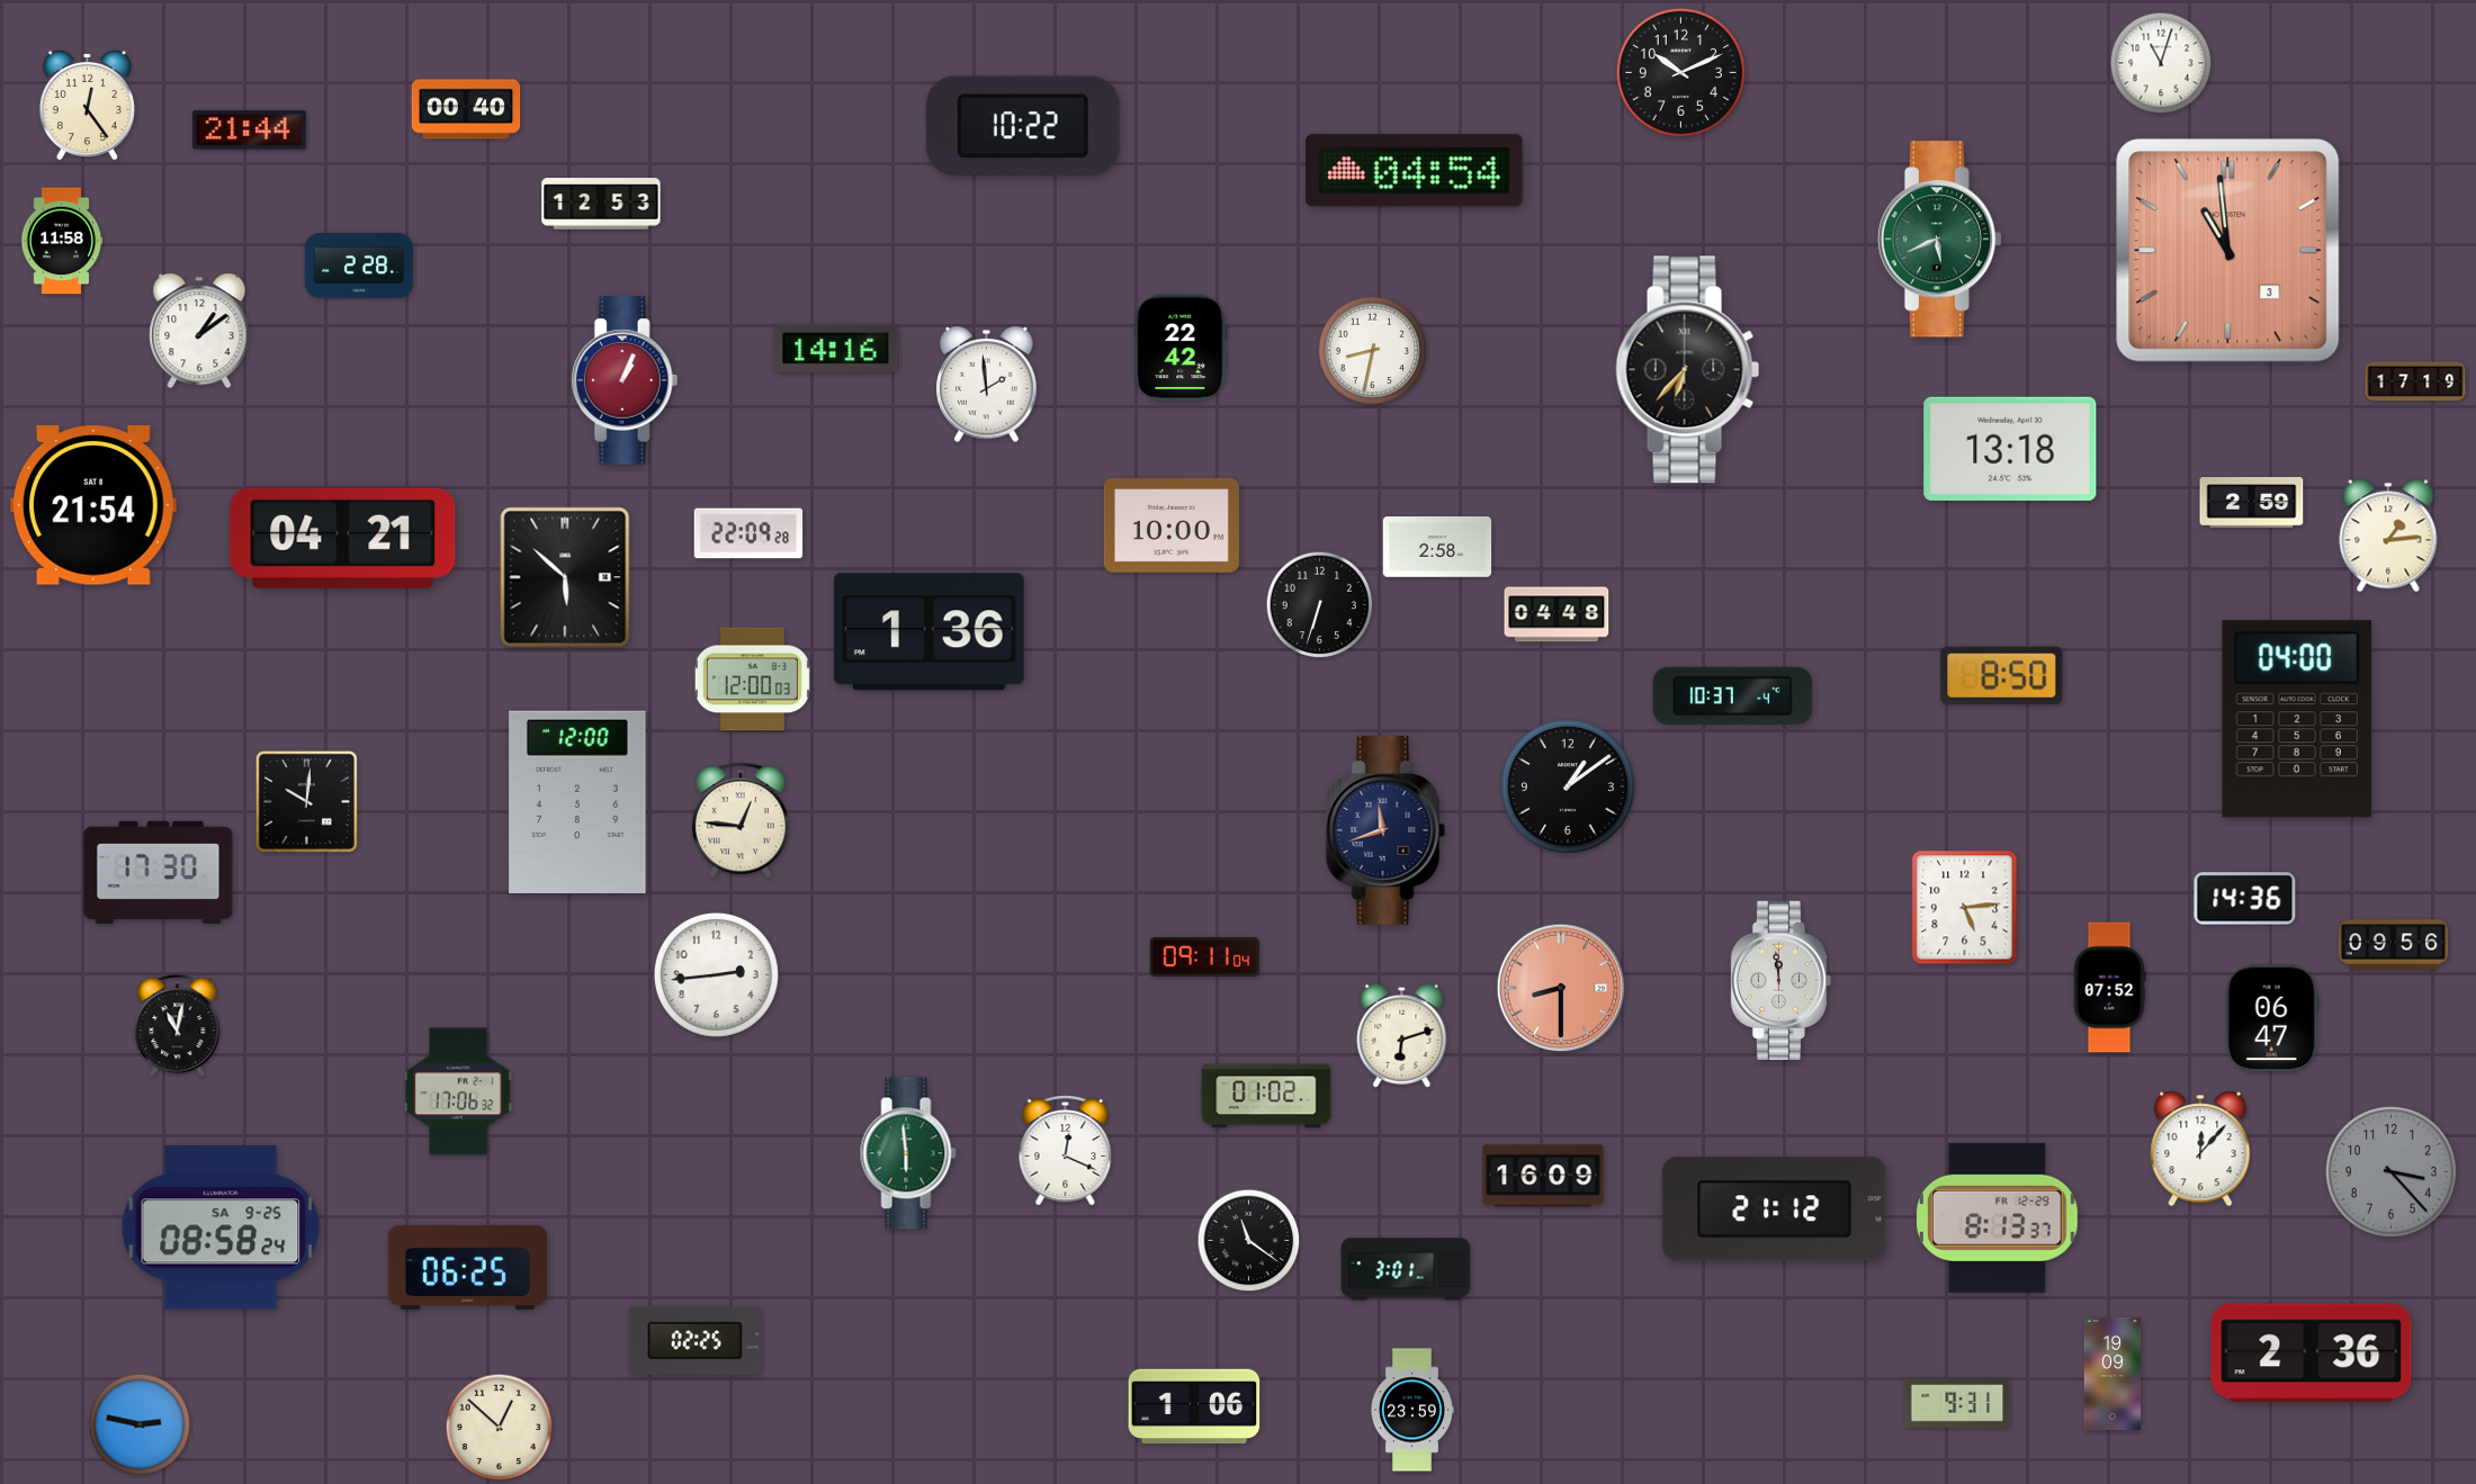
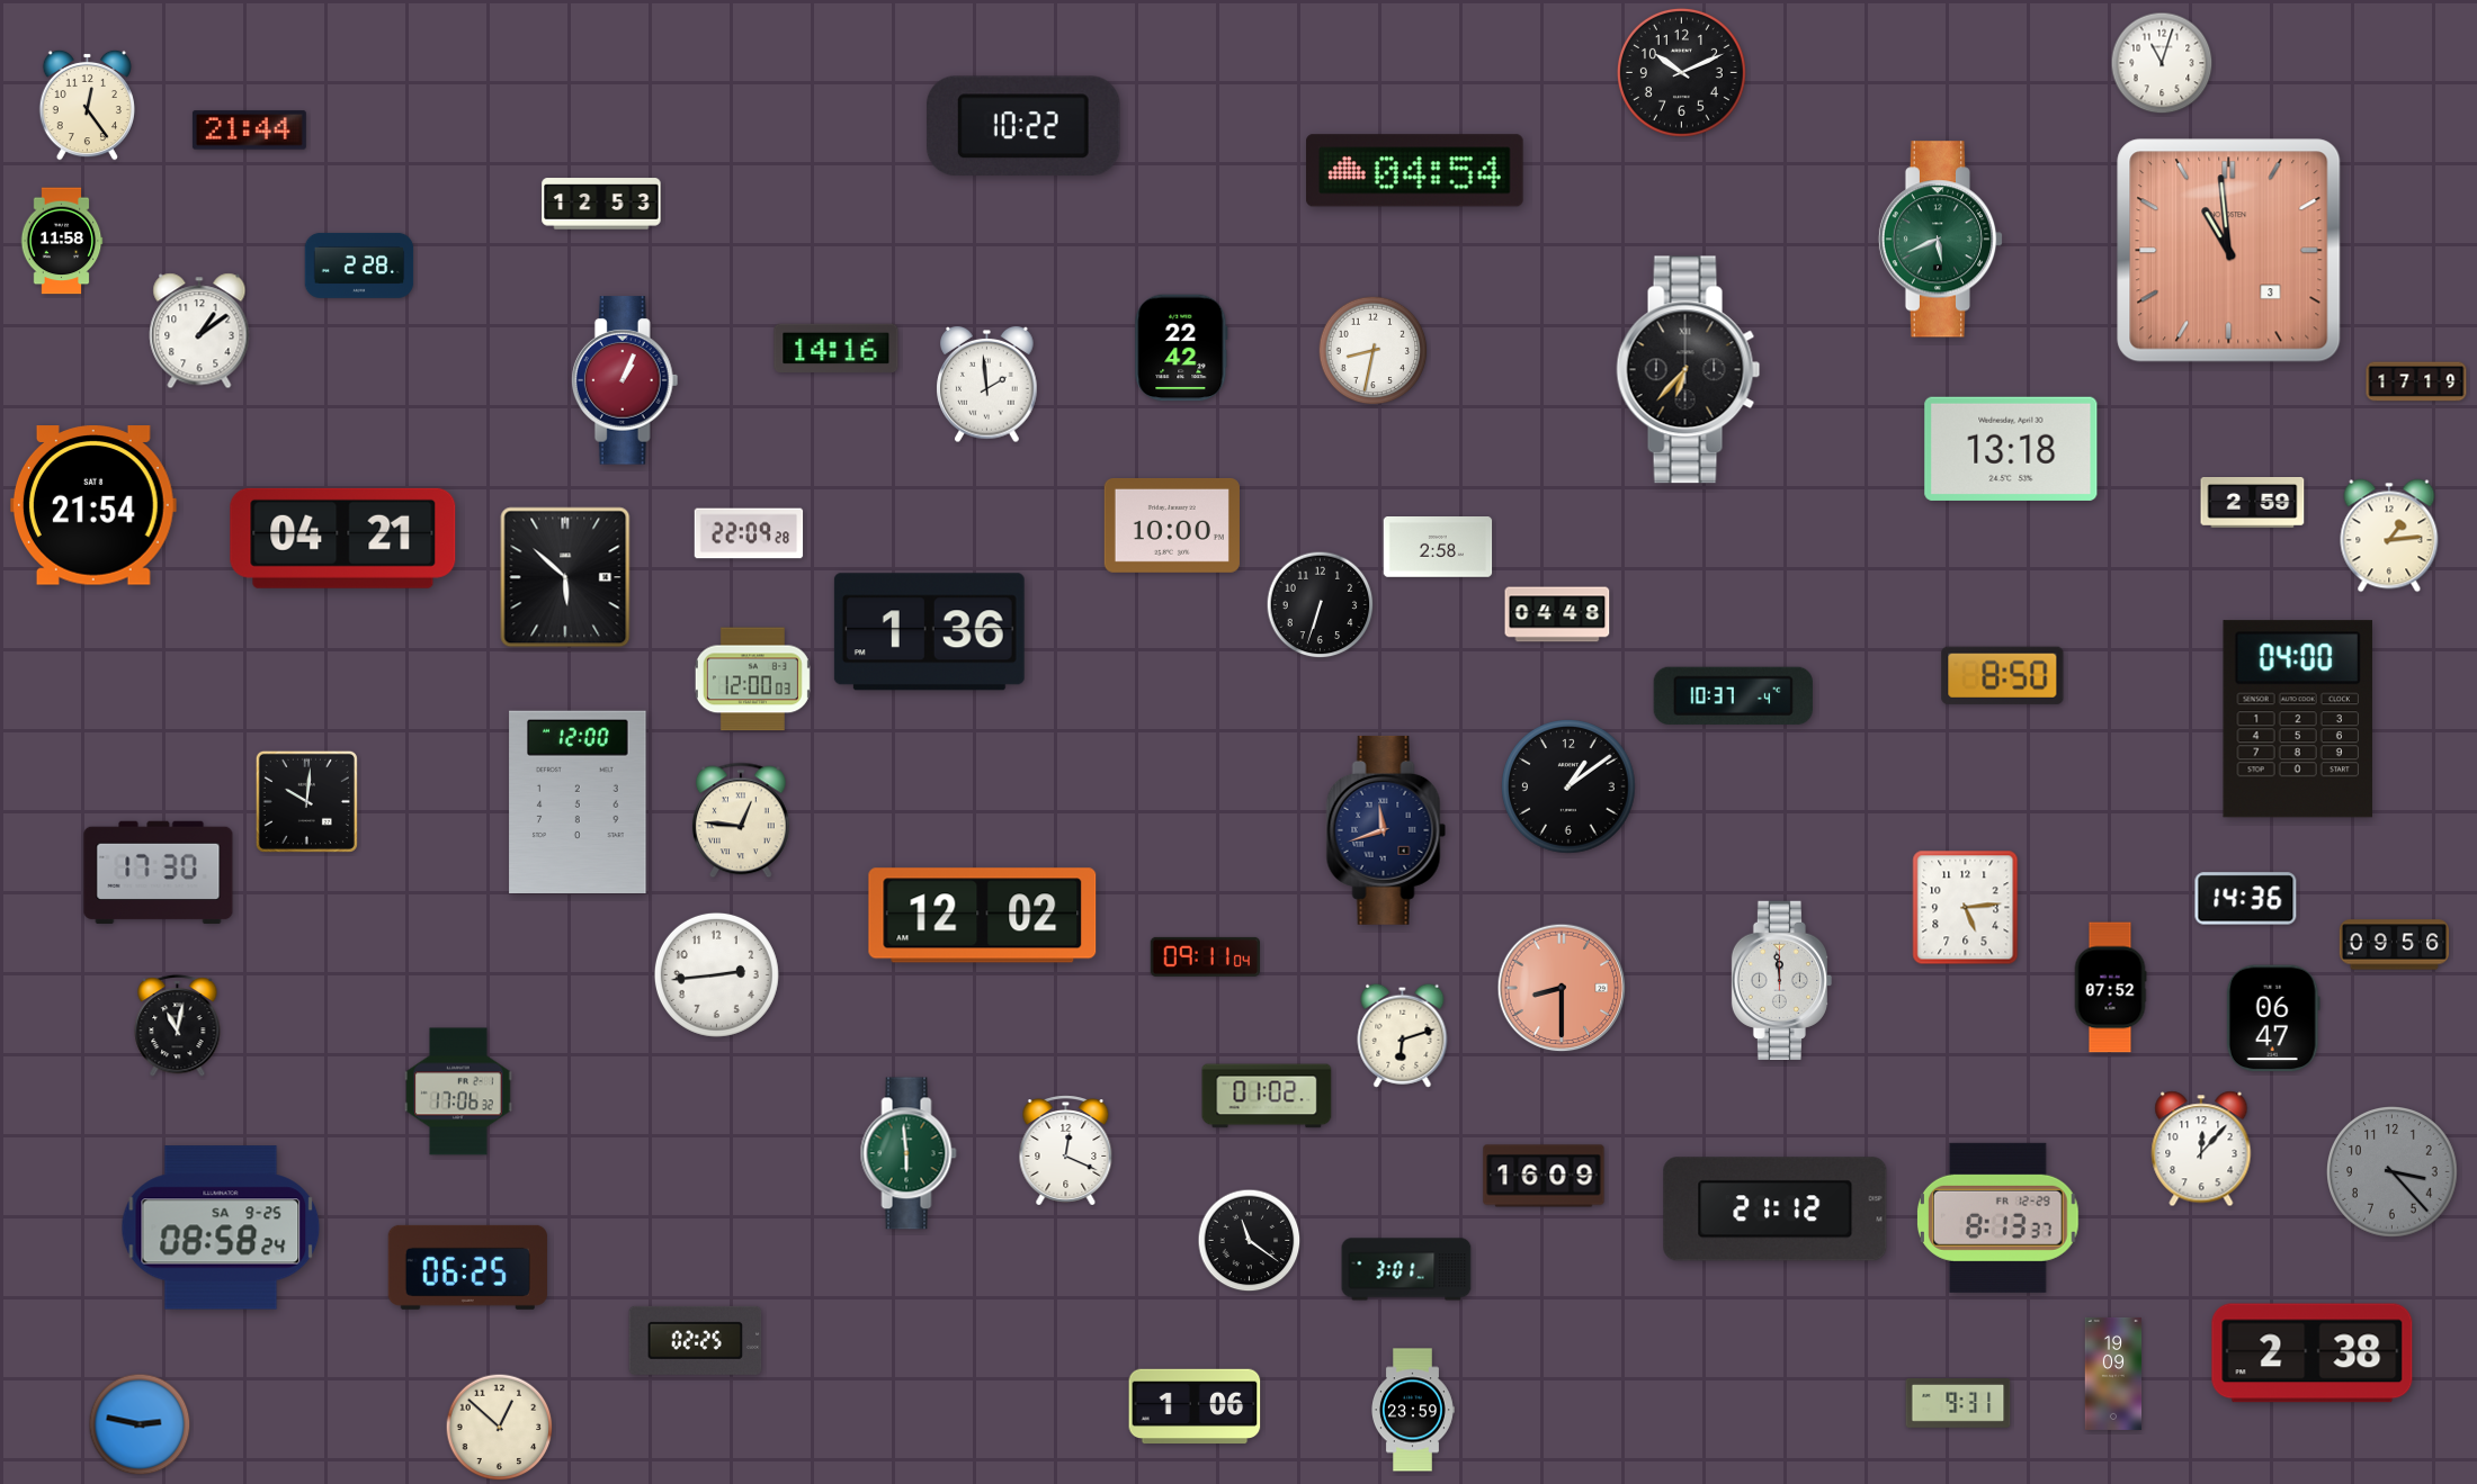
clock at (466, 109): 00:40 -> none
clock at (983, 916): none -> 12:02
clock at (2312, 1353): 2:36 -> 2:38
